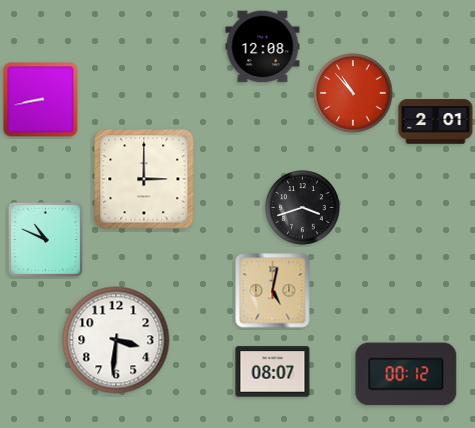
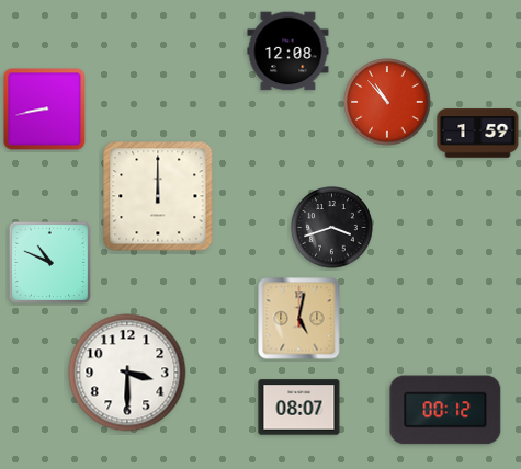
clock at (436, 122): 2:01 -> 1:59
clock at (144, 179): 3:00 -> 12:00
clock at (116, 340): 3:31 -> 3:30
